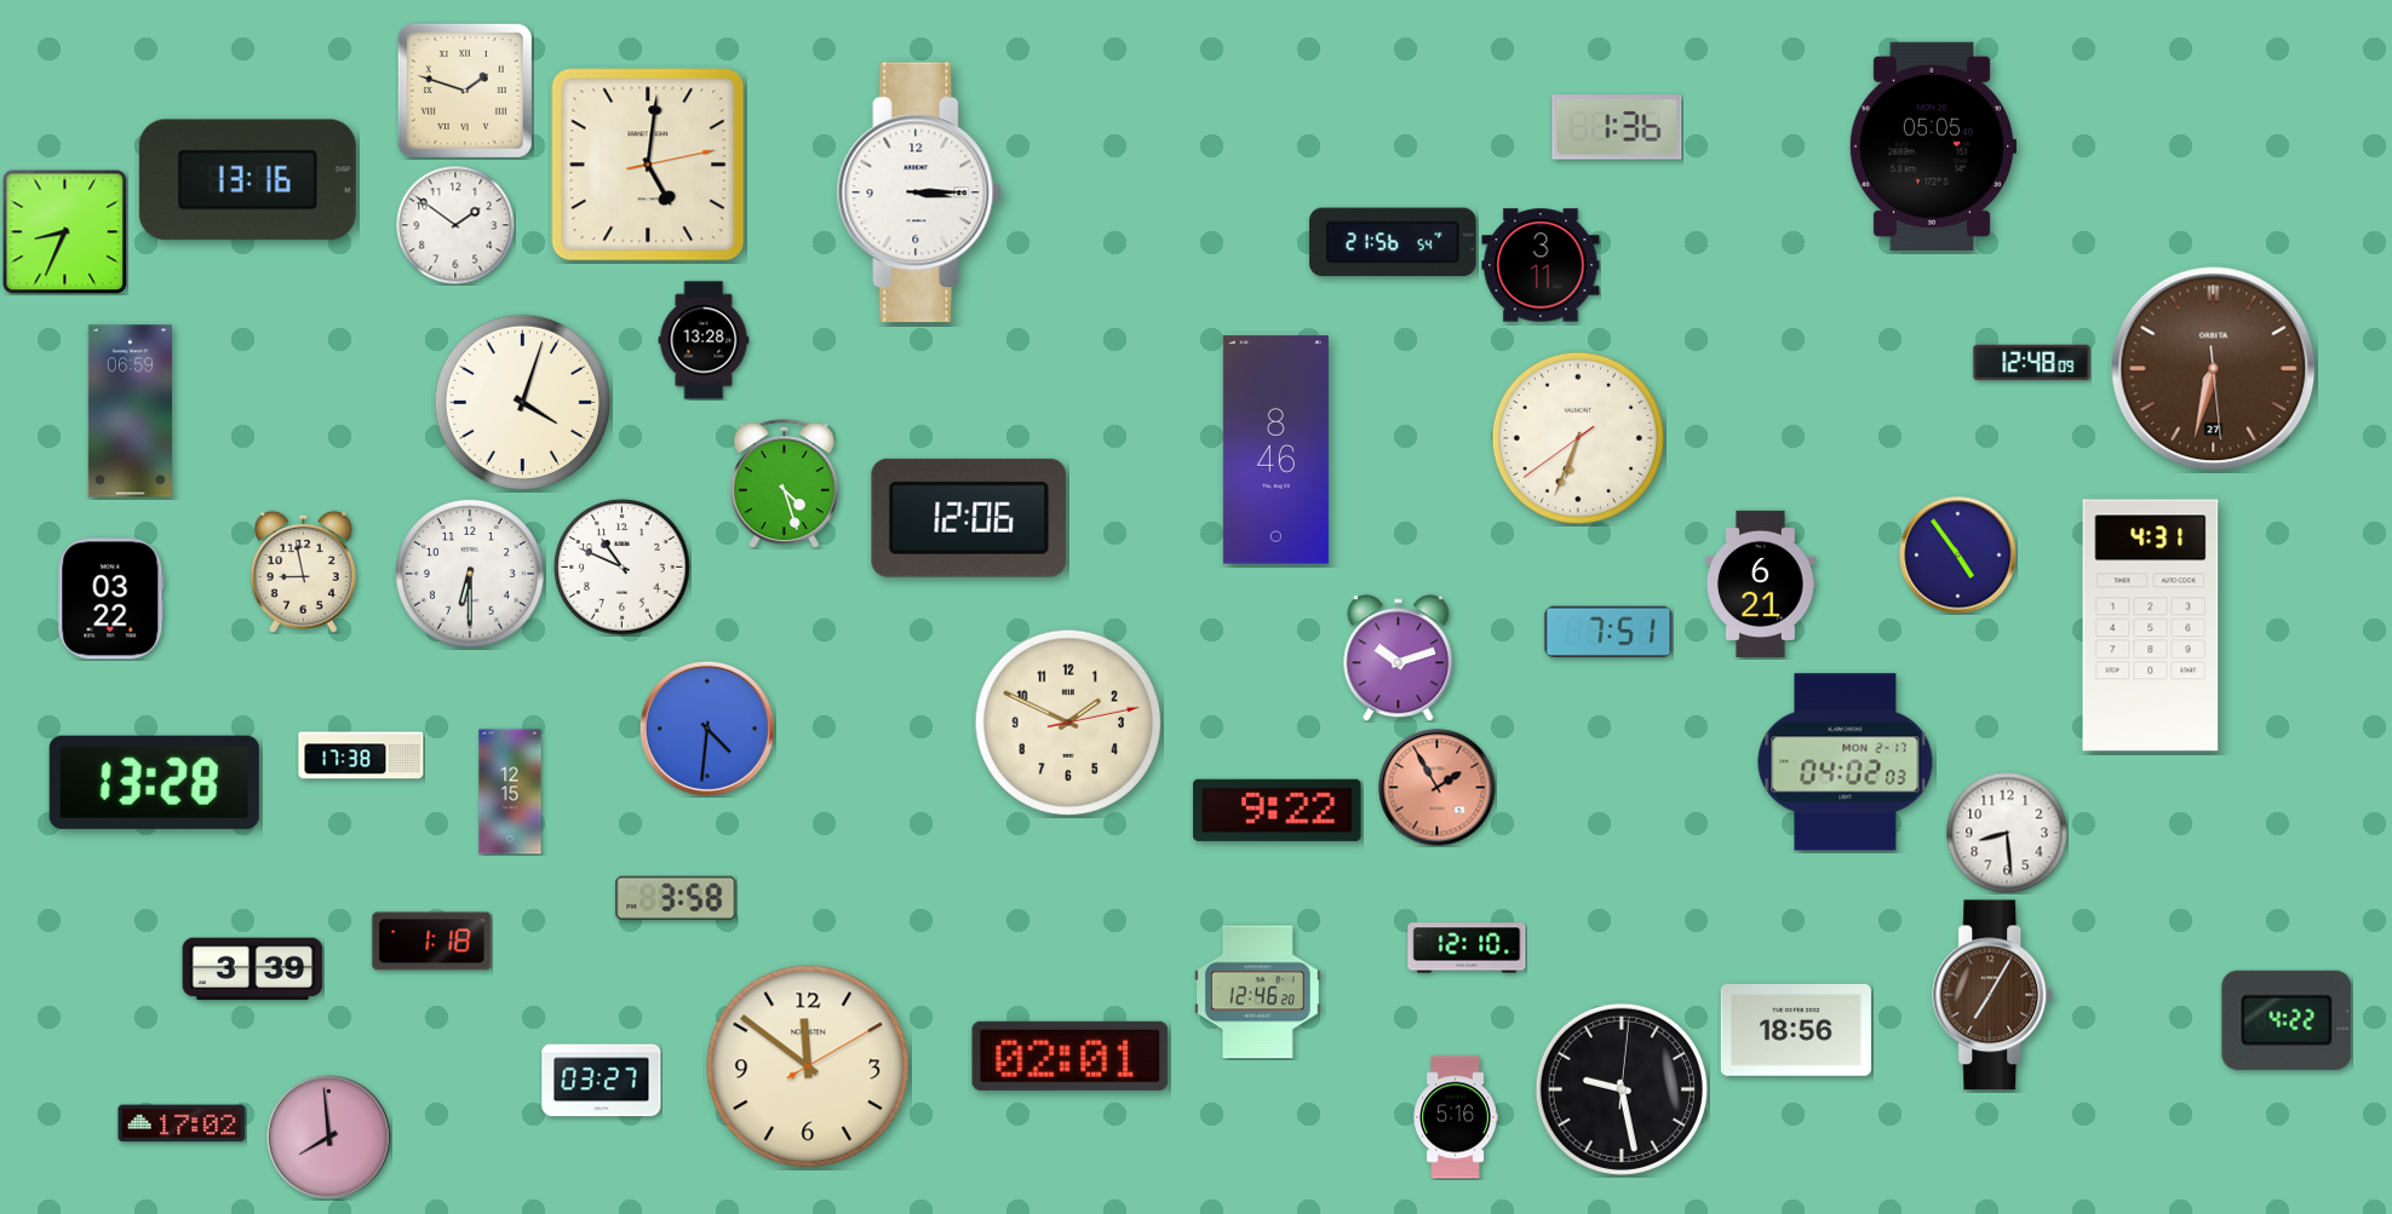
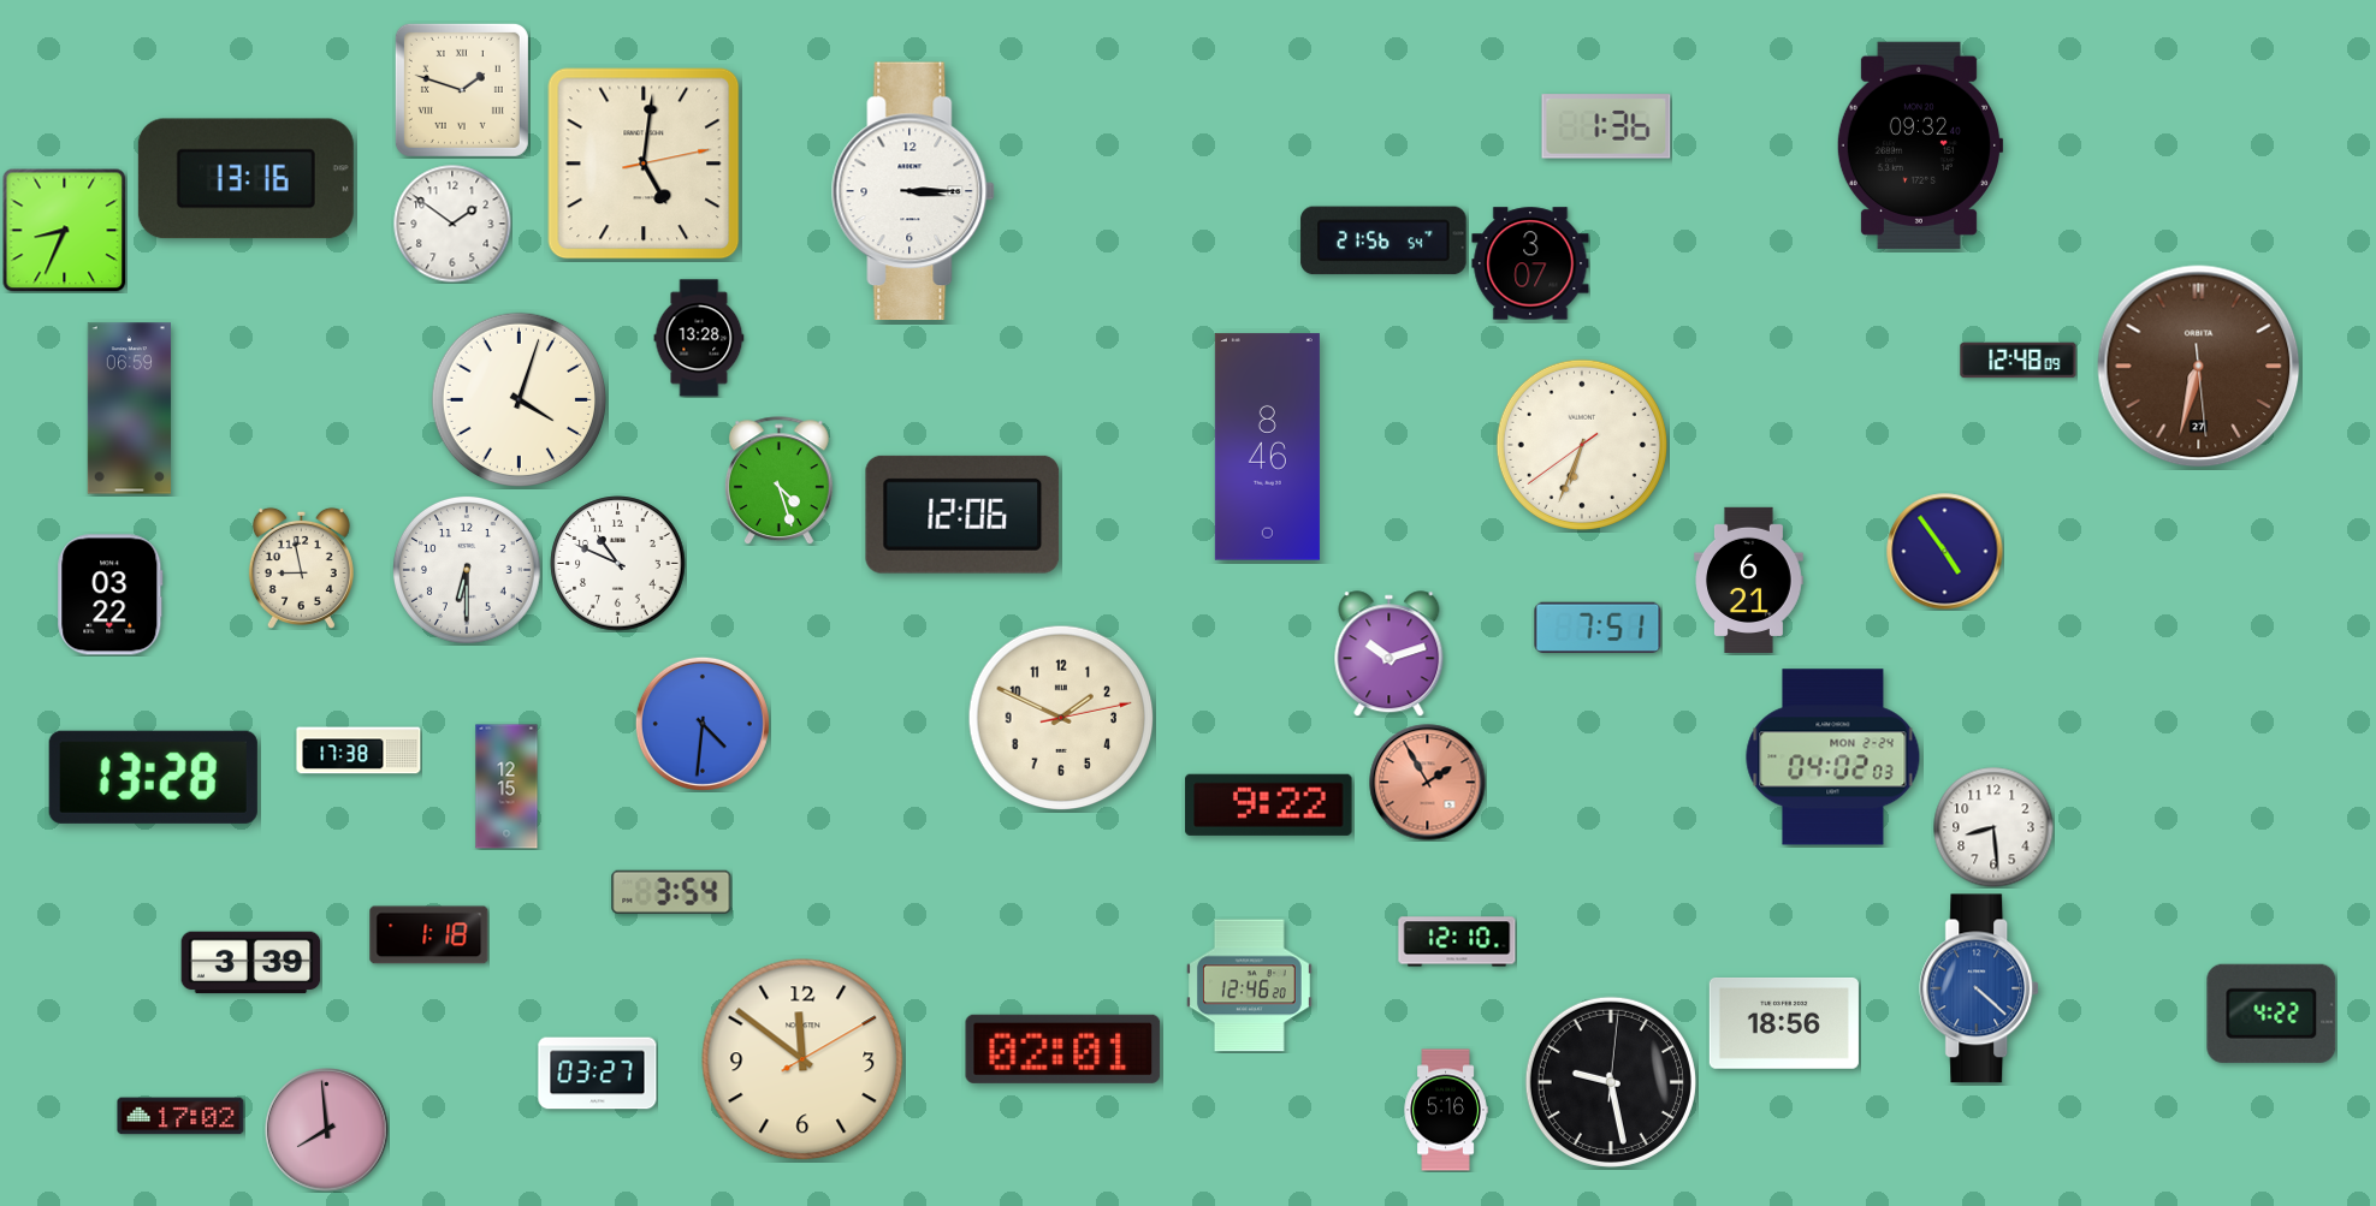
clock at (1933, 146): 05:05 -> 09:32
clock at (1541, 265): 3:11 -> 3:07
clock at (1578, 438) position: (1578, 438) -> (1582, 445)
clock at (2151, 626): 4:31 -> none
clock at (1846, 763) date: MON 2-17 -> MON 2-24
clock at (676, 898): 3:58 -> 3:54
clock at (1994, 995): 7:05 -> 4:22
clock at (1994, 995) dial: brown -> blue
